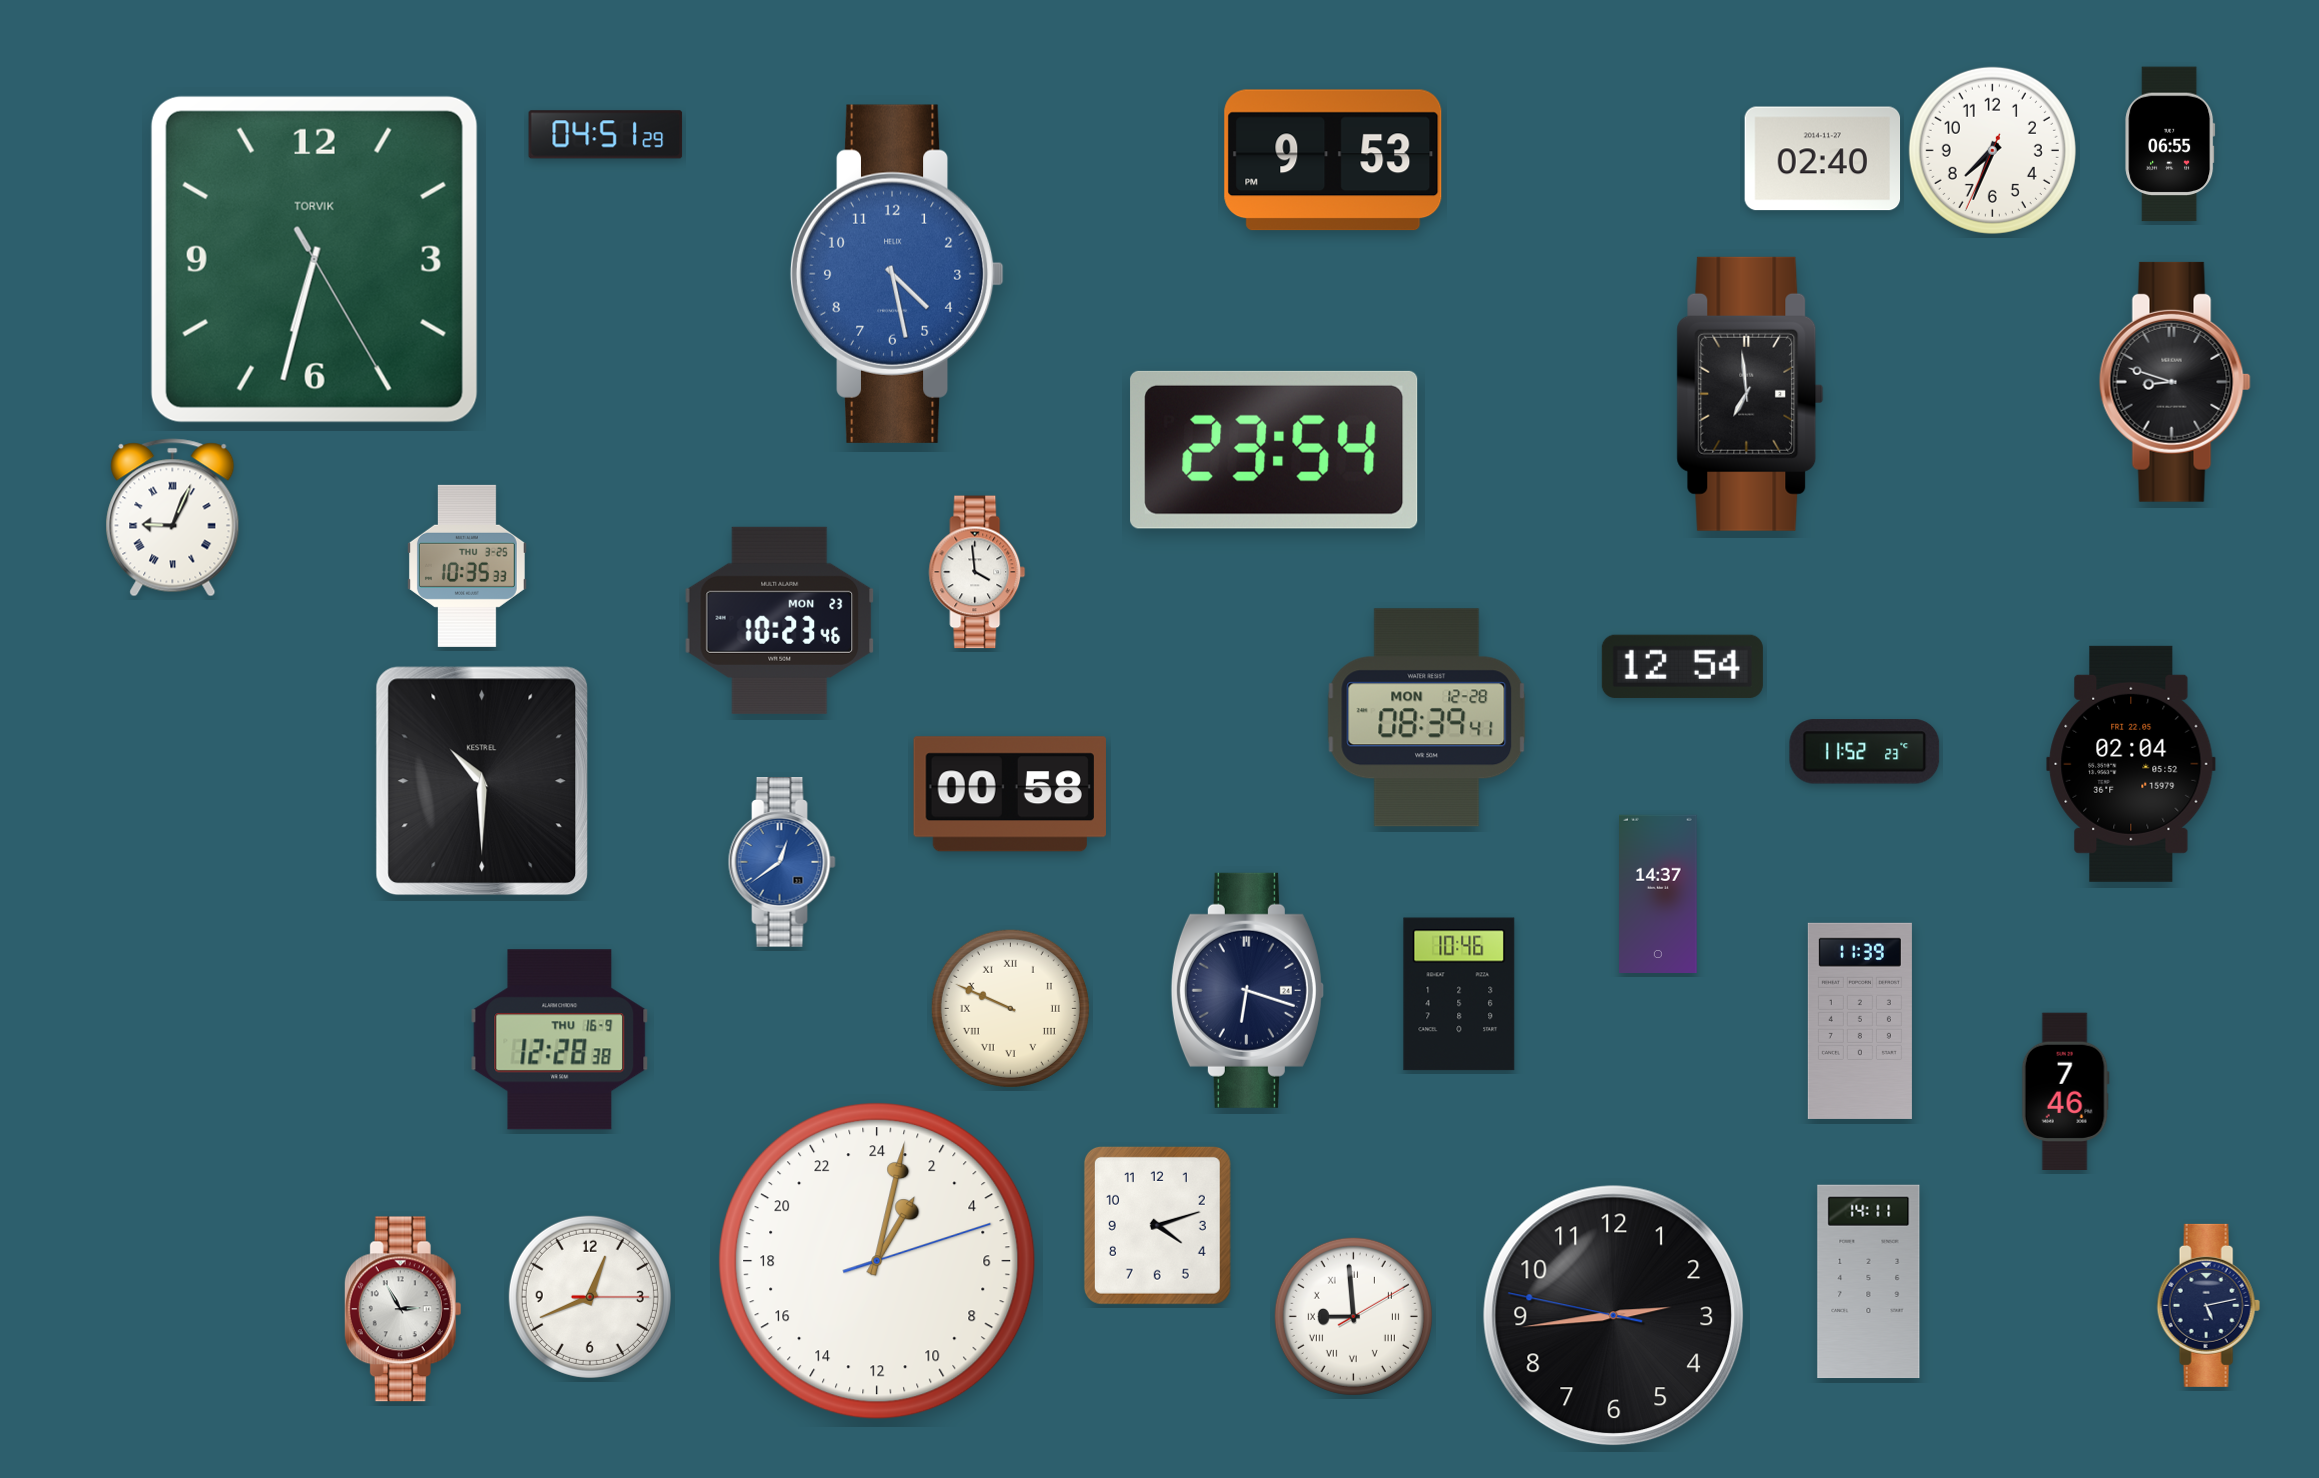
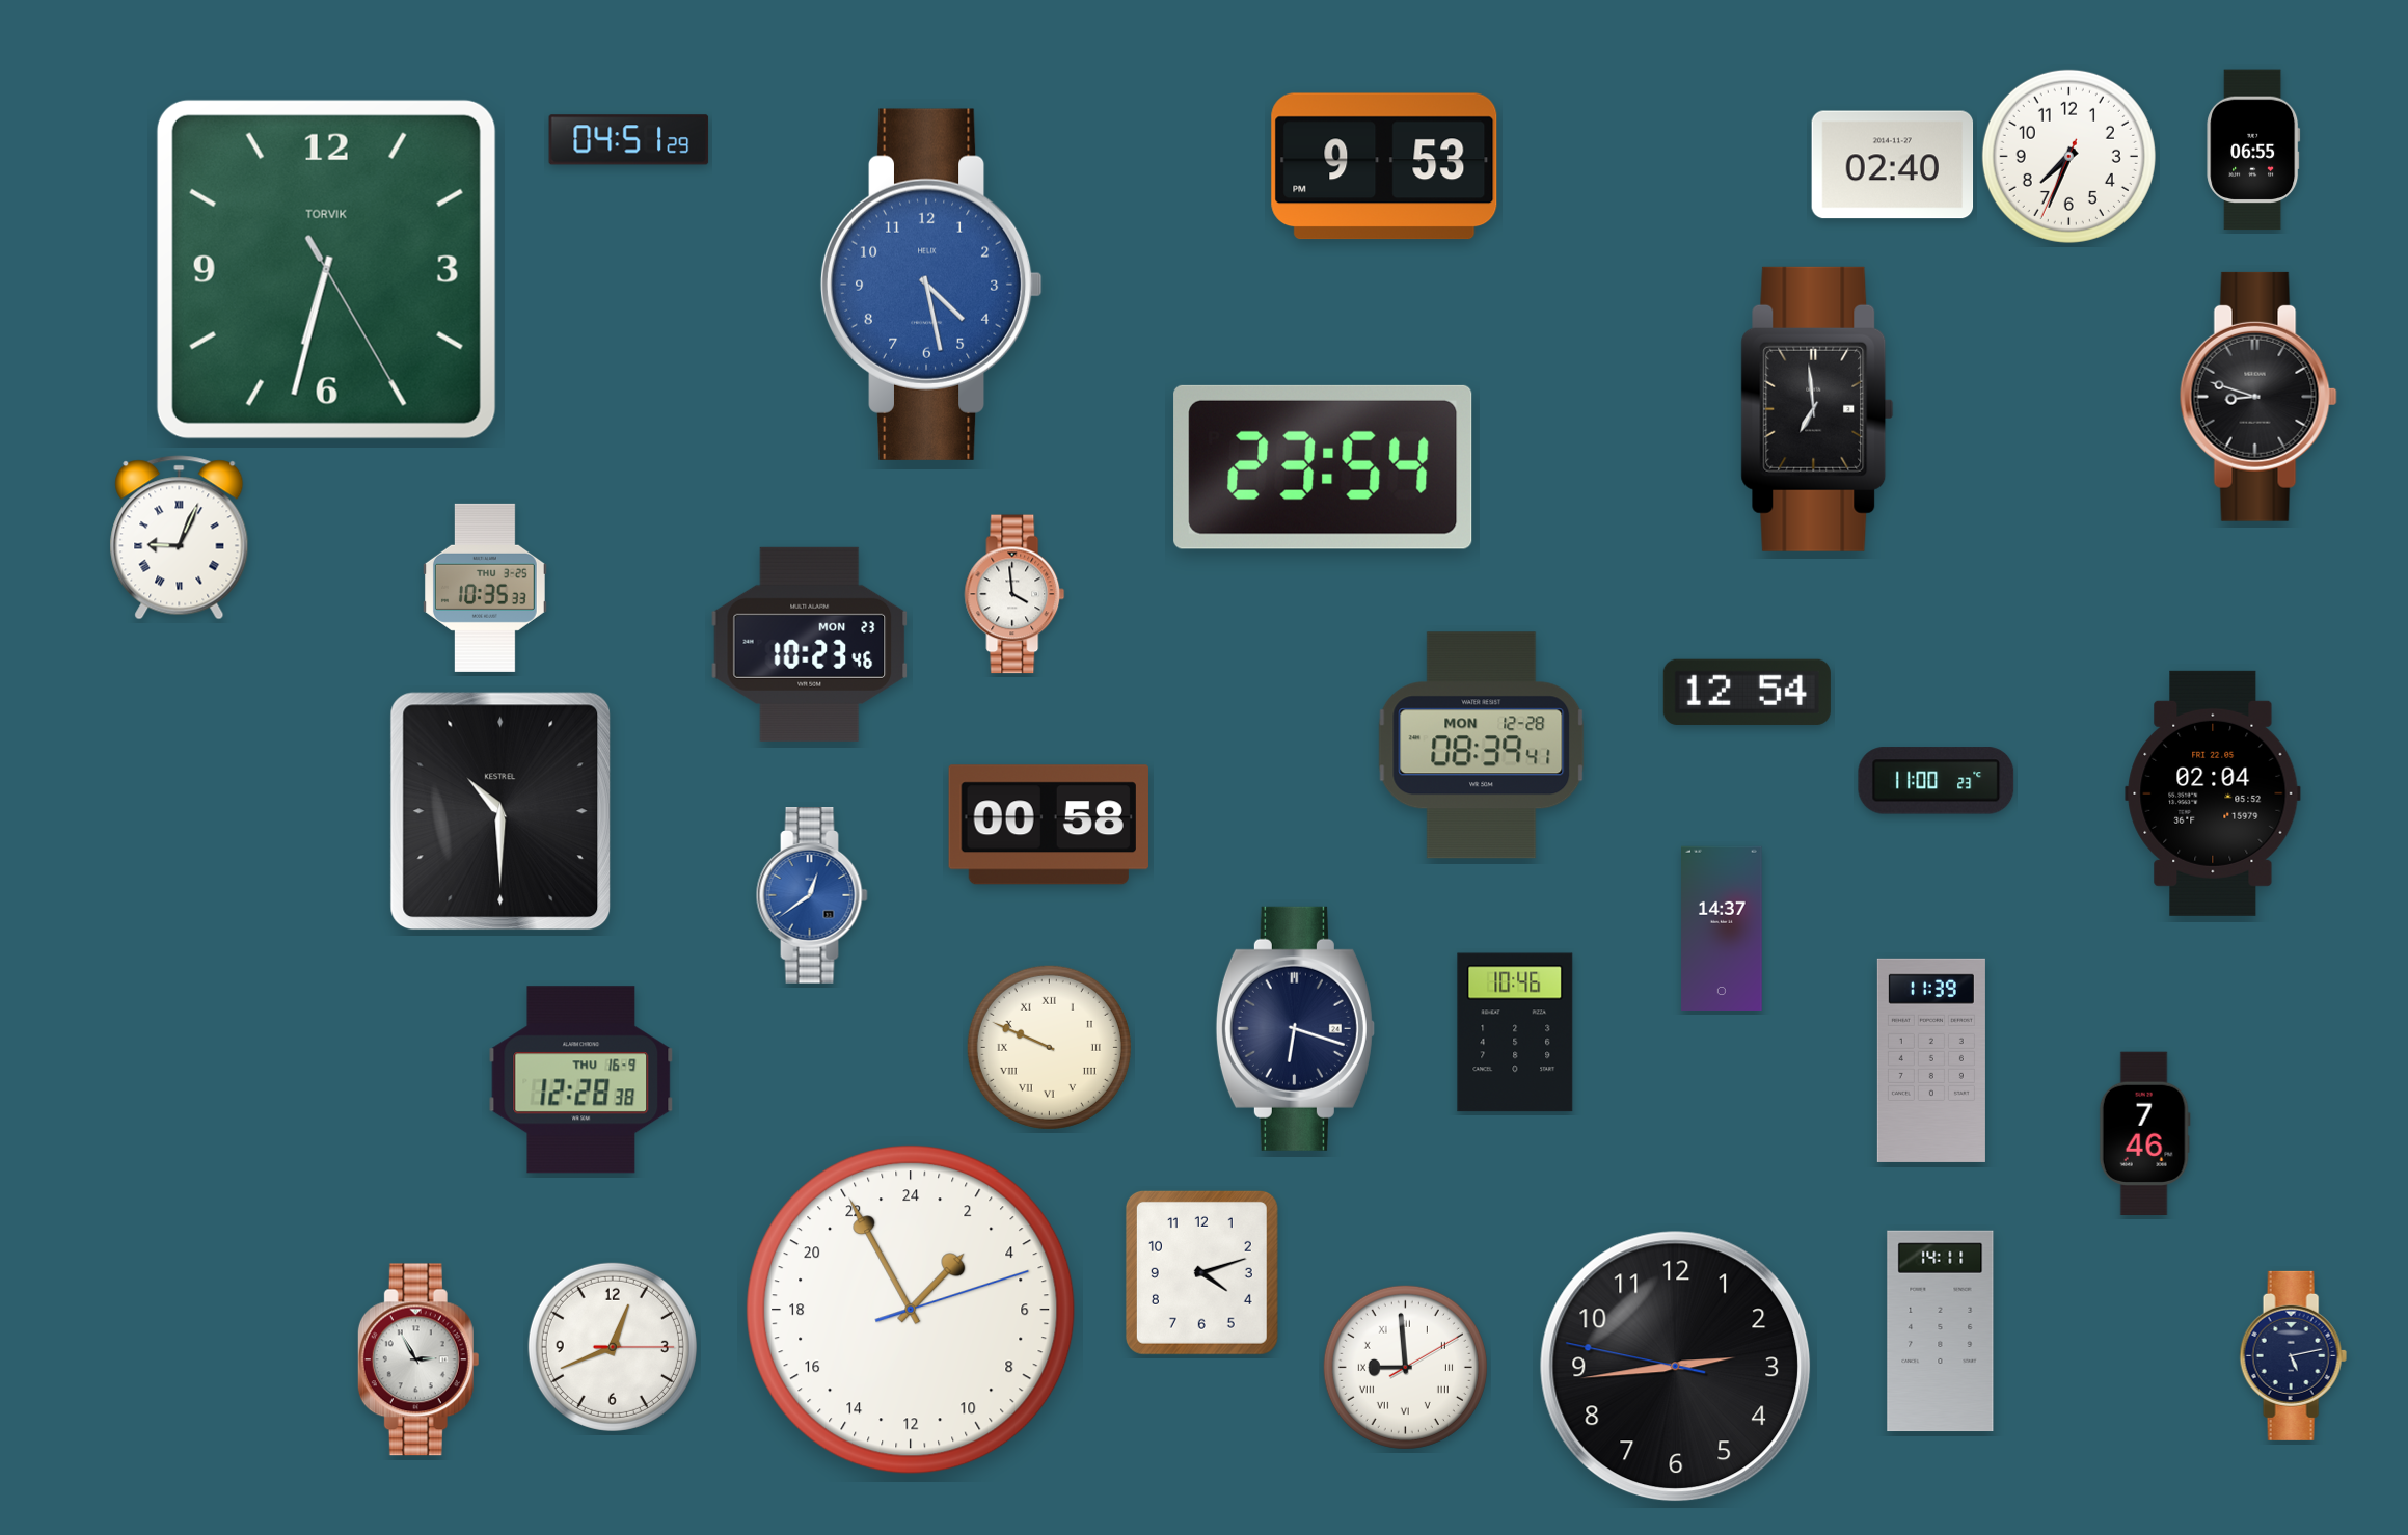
clock at (1865, 752): 11:52 -> 11:00
clock at (877, 1261): 2:02 -> 2:55
